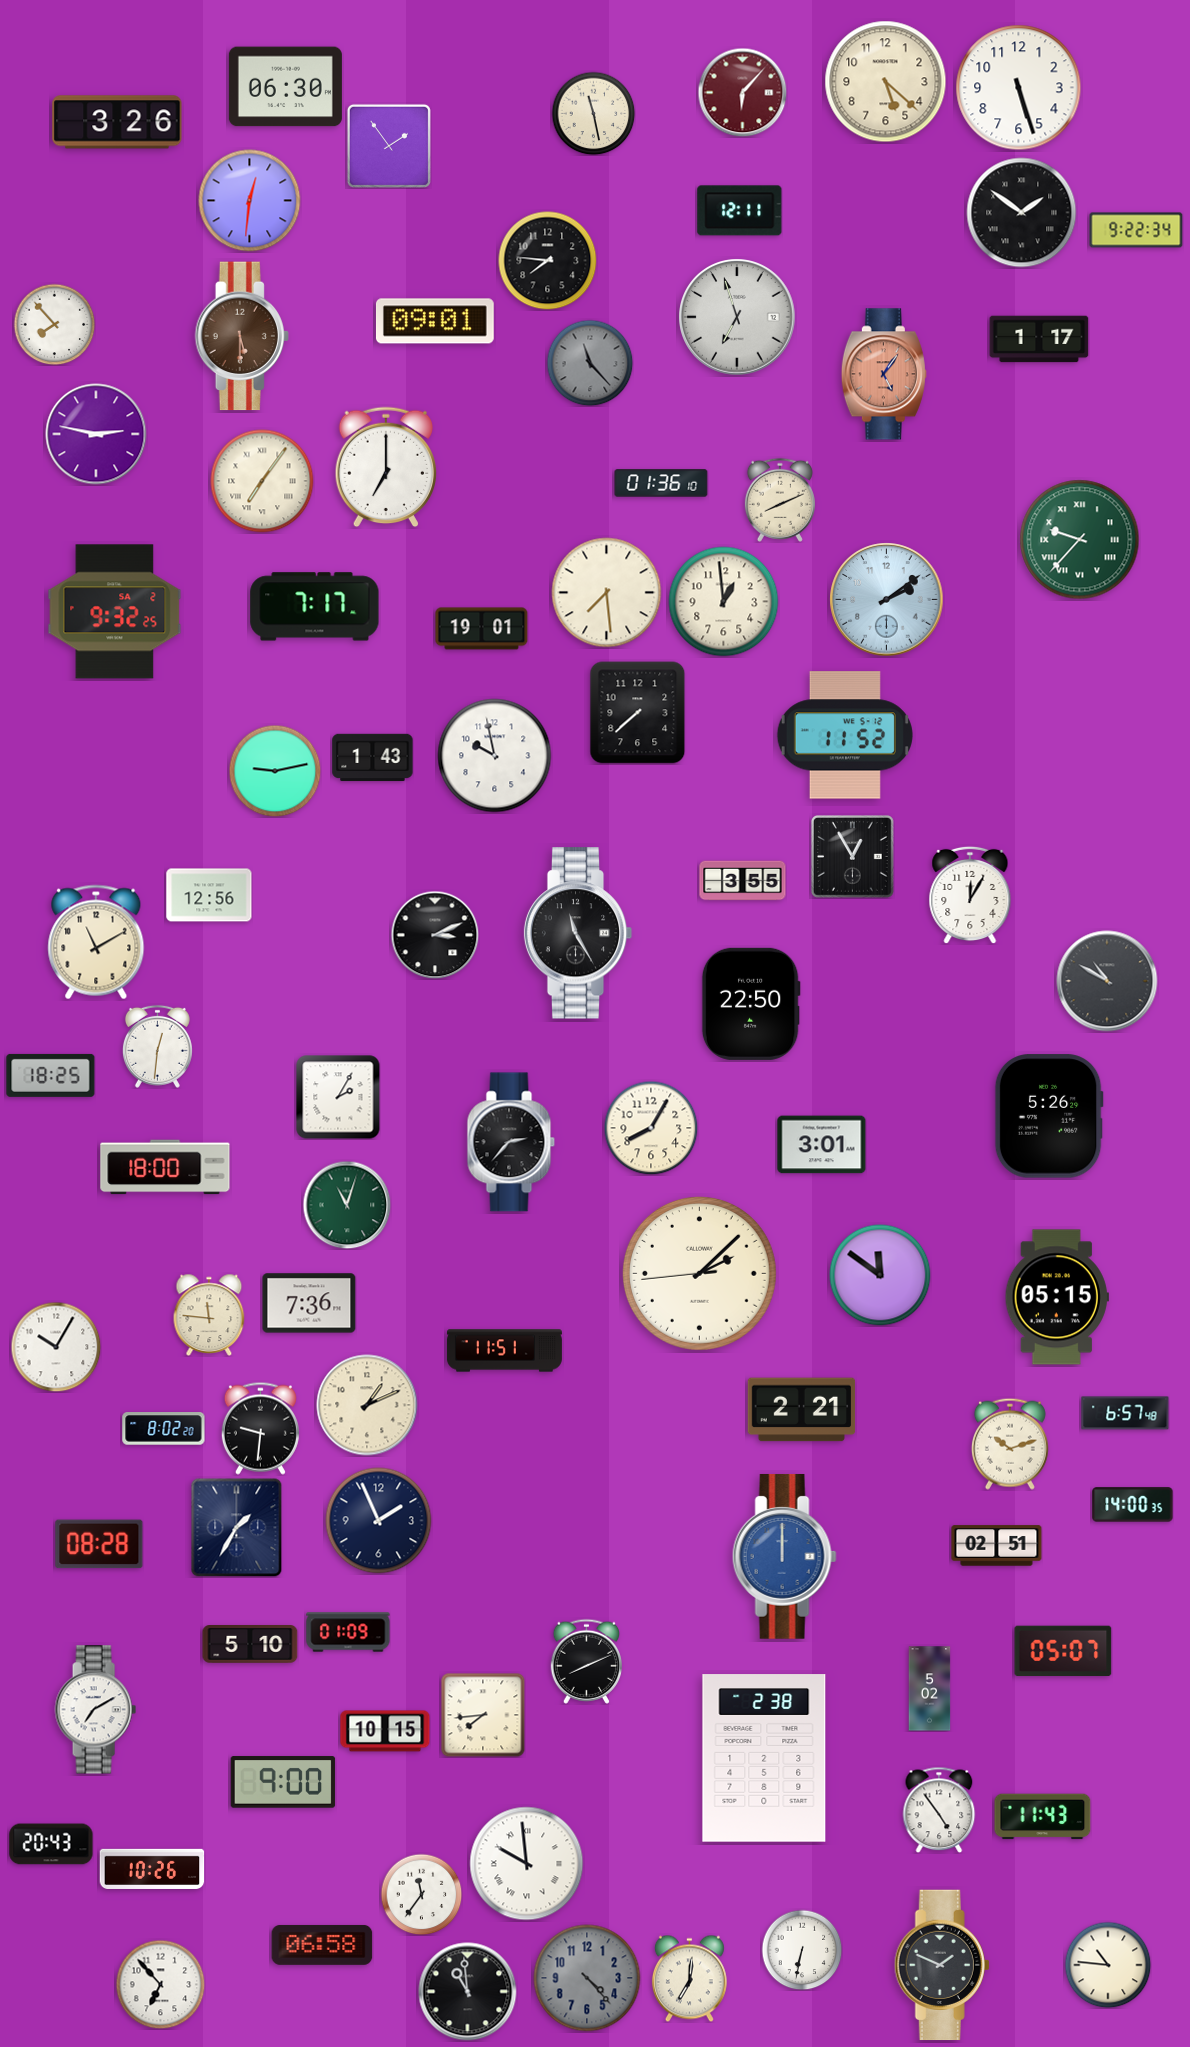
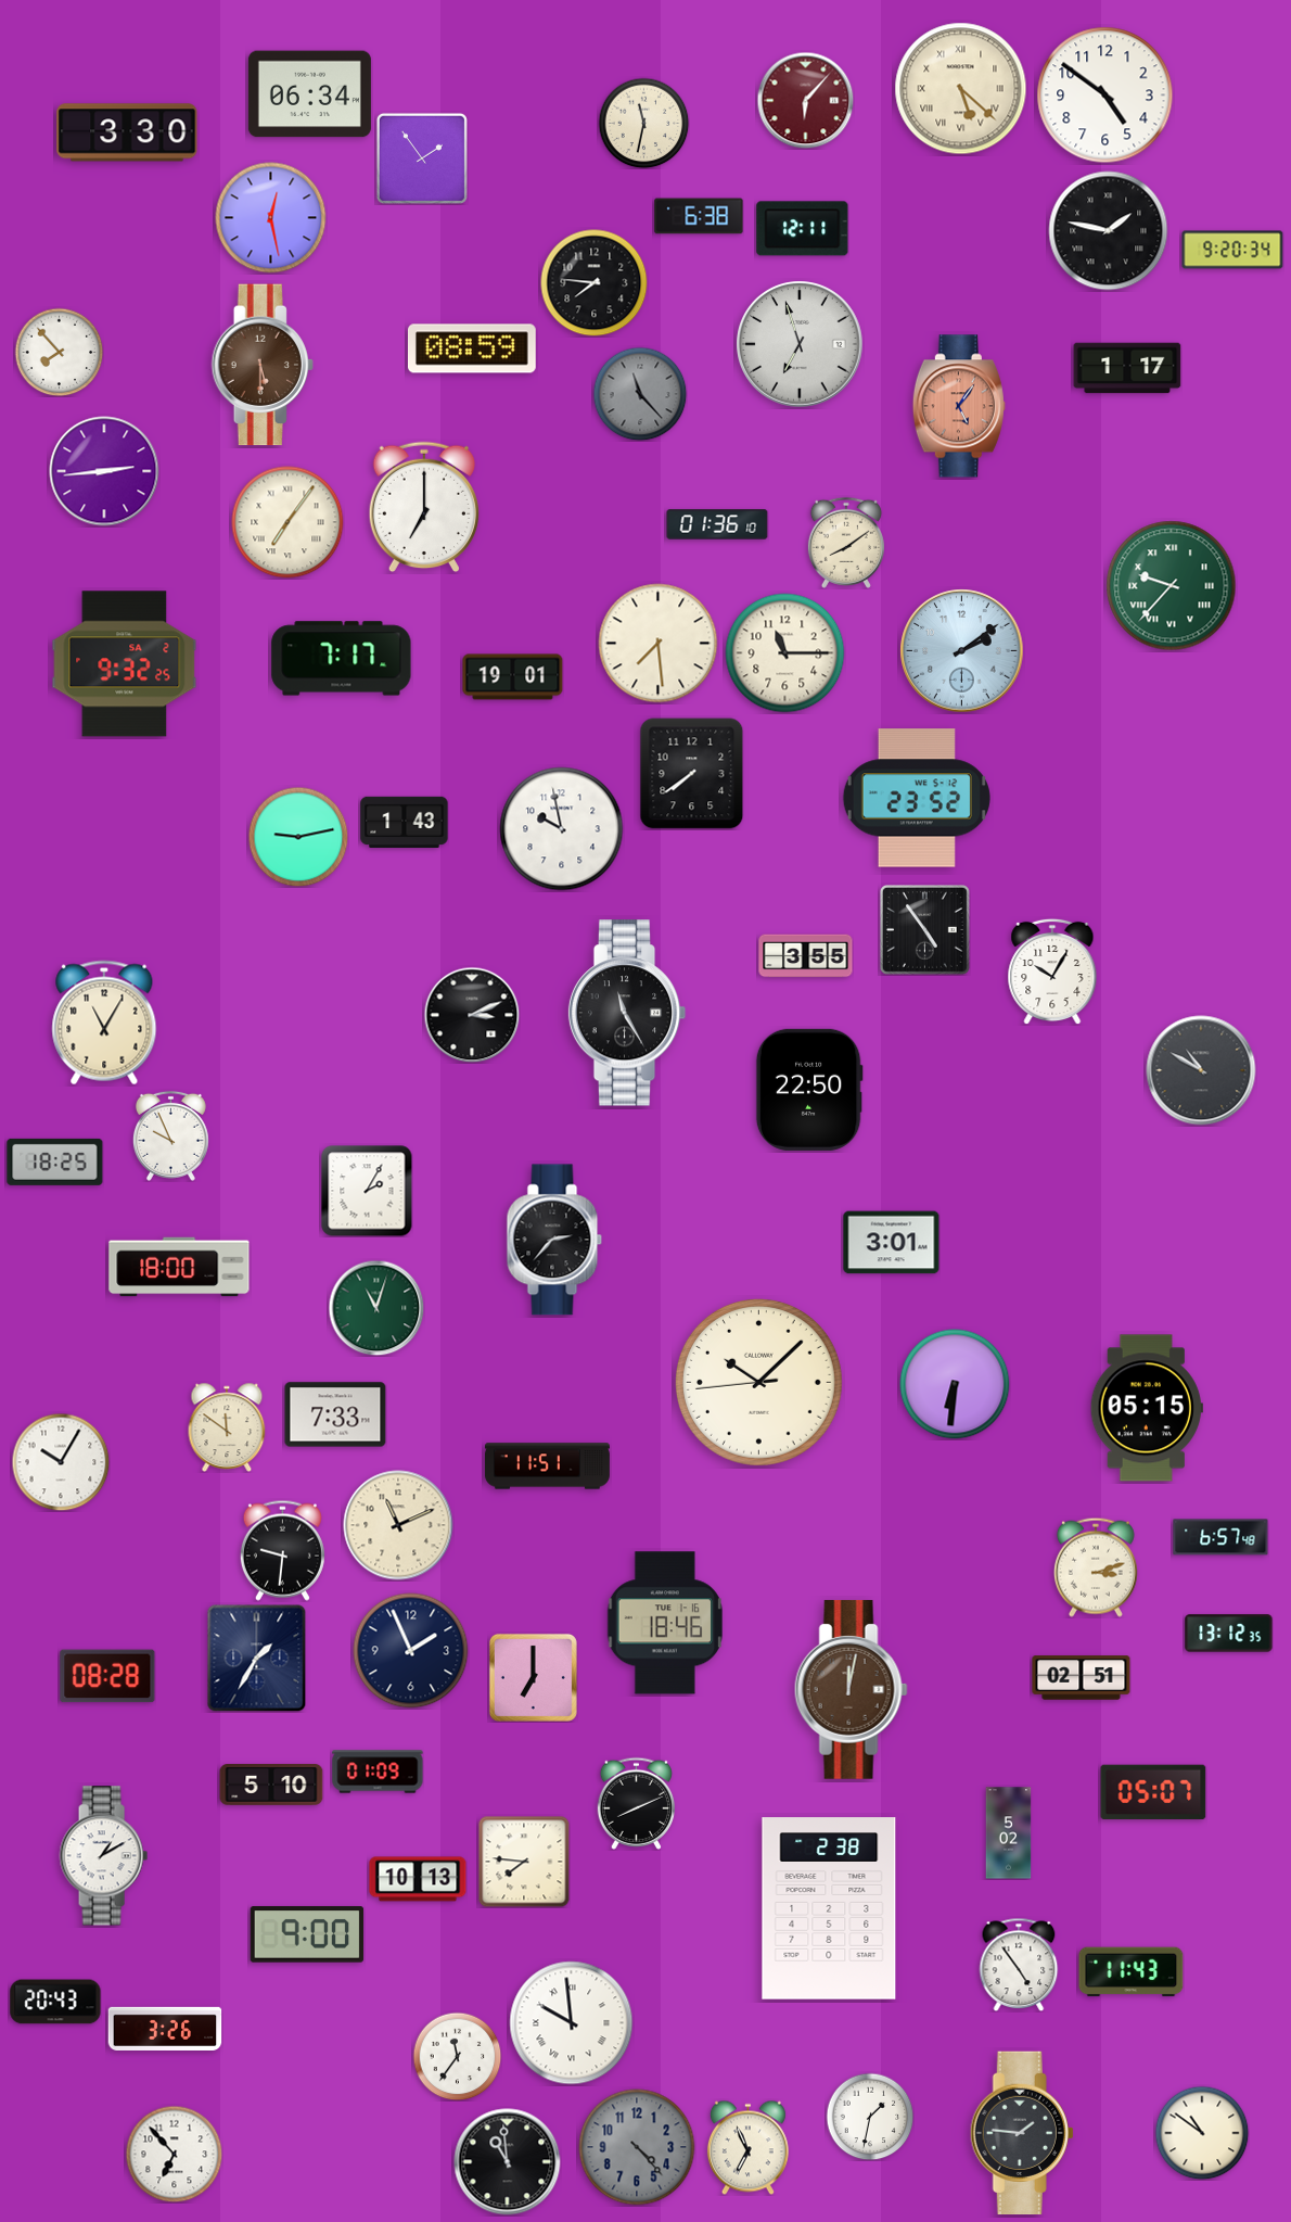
clock at (886, 82) numerals: Arabic -> Roman
clock at (285, 87): 06:30 -> 06:34
clock at (1019, 88): 5:27 -> 4:51
clock at (593, 113): 11:28 -> 11:32
clock at (117, 122): 3:26 -> 3:30
clock at (699, 216): none -> 6:38
clock at (250, 201): 12:31 -> 12:28
clock at (1022, 213): 1:51 -> 1:47
clock at (1136, 230): 9:22 -> 9:20
clock at (435, 321): 09:01 -> 08:59
clock at (96, 434): 2:47 -> 2:44
clock at (385, 467) position: (385, 467) -> (423, 507)
clock at (262, 481) position: (262, 481) -> (287, 522)
clock at (780, 500): 8:11 -> 8:09
clock at (724, 602): 12:59 -> 11:15
clock at (482, 629) position: (482, 629) -> (513, 677)
clock at (638, 713): 7:38 -> 7:39
clock at (845, 735): 11:52 -> 23:52
clock at (495, 756) position: (495, 756) -> (562, 829)
clock at (853, 857): 12:55 -> 4:54
clock at (209, 895): 12:56 -> none
clock at (970, 895): 12:05 -> 10:05
clock at (96, 942): 11:10 -> 11:05
clock at (1107, 981) position: (1107, 981) -> (1201, 1070)
clock at (751, 1004) position: (751, 1004) -> (809, 1090)
clock at (157, 1046): 12:31 -> 9:56
clock at (51, 1075) position: (51, 1075) -> (55, 1161)
clock at (1049, 1116): 5:26 -> none
clock at (651, 1128): 8:05 -> none
clock at (699, 1273): 2:07 -> 10:07
clock at (880, 1275): 11:51 -> 6:31
clock at (309, 1303): 7:36 -> 7:33
clock at (209, 1314): 11:46 -> 11:51
clock at (367, 1405): 1:11 -> 11:11
clock at (802, 1410): 2:21 -> none
clock at (1125, 1413) position: (1125, 1413) -> (1220, 1537)
clock at (164, 1429): 8:02 -> none
clock at (1010, 1444): 10:12 -> 3:12
clock at (664, 1623): none -> 18:46
clock at (1133, 1505): 14:00 -> 13:12
clock at (533, 1677): none -> 7:00
clock at (784, 1557): 12:00 -> 12:02
clock at (784, 1557) dial: blue -> brown
clock at (95, 1710): 7:10 -> 1:10
clock at (483, 1715): 7:44 -> 7:46
clock at (385, 1731): 10:15 -> 10:13
clock at (152, 1869): 10:26 -> 3:26
clock at (322, 1945): 06:58 -> none
clock at (802, 1950): 6:32 -> 1:32
clock at (942, 1965): 1:49 -> 1:46
clock at (1108, 1965): 10:46 -> 10:51
clock at (689, 1978): 7:01 -> 6:56
